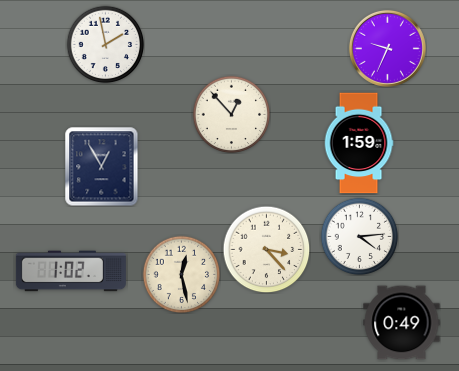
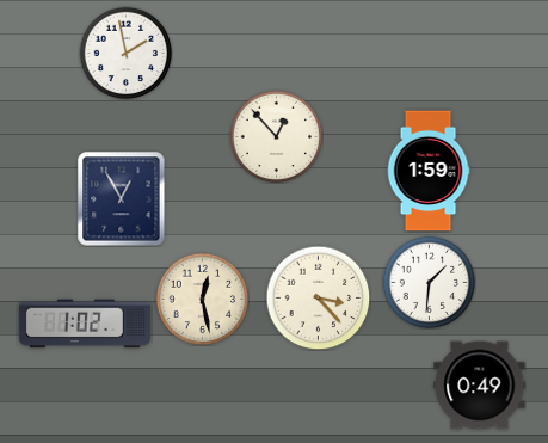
clock at (387, 48): 9:34 -> none
clock at (359, 236): 4:14 -> 1:31
clock at (181, 274) position: (181, 274) -> (202, 299)
